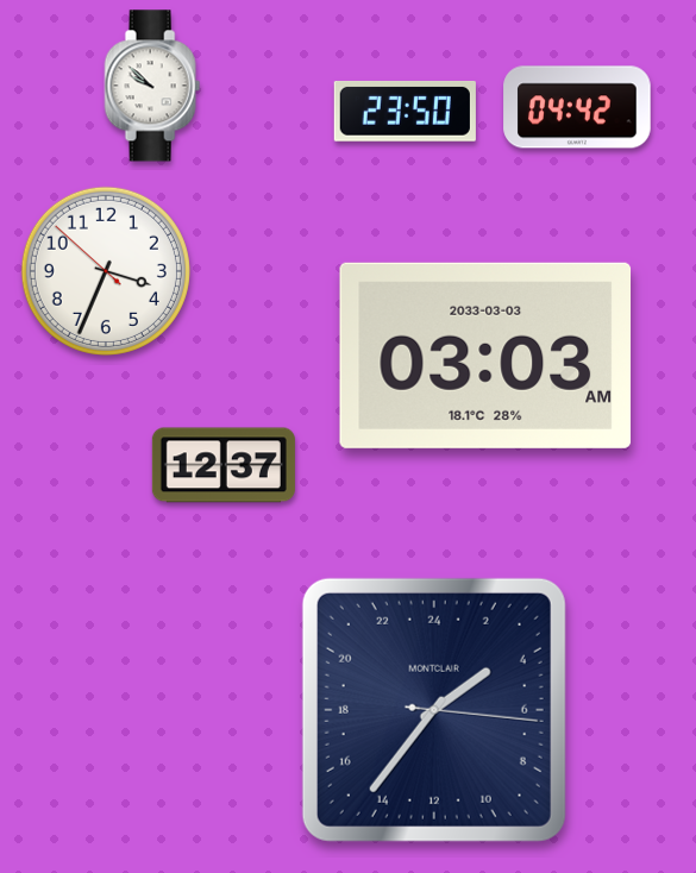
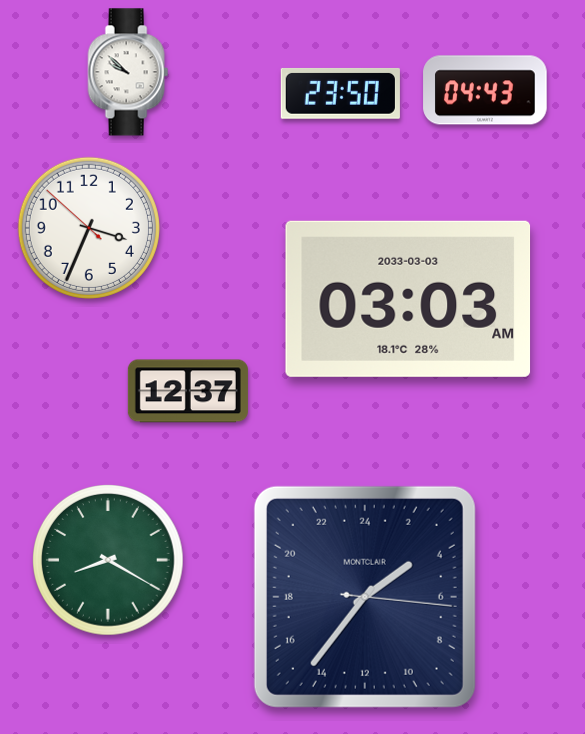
clock at (577, 107): 04:42 -> 04:43
clock at (109, 561): none -> 8:20
